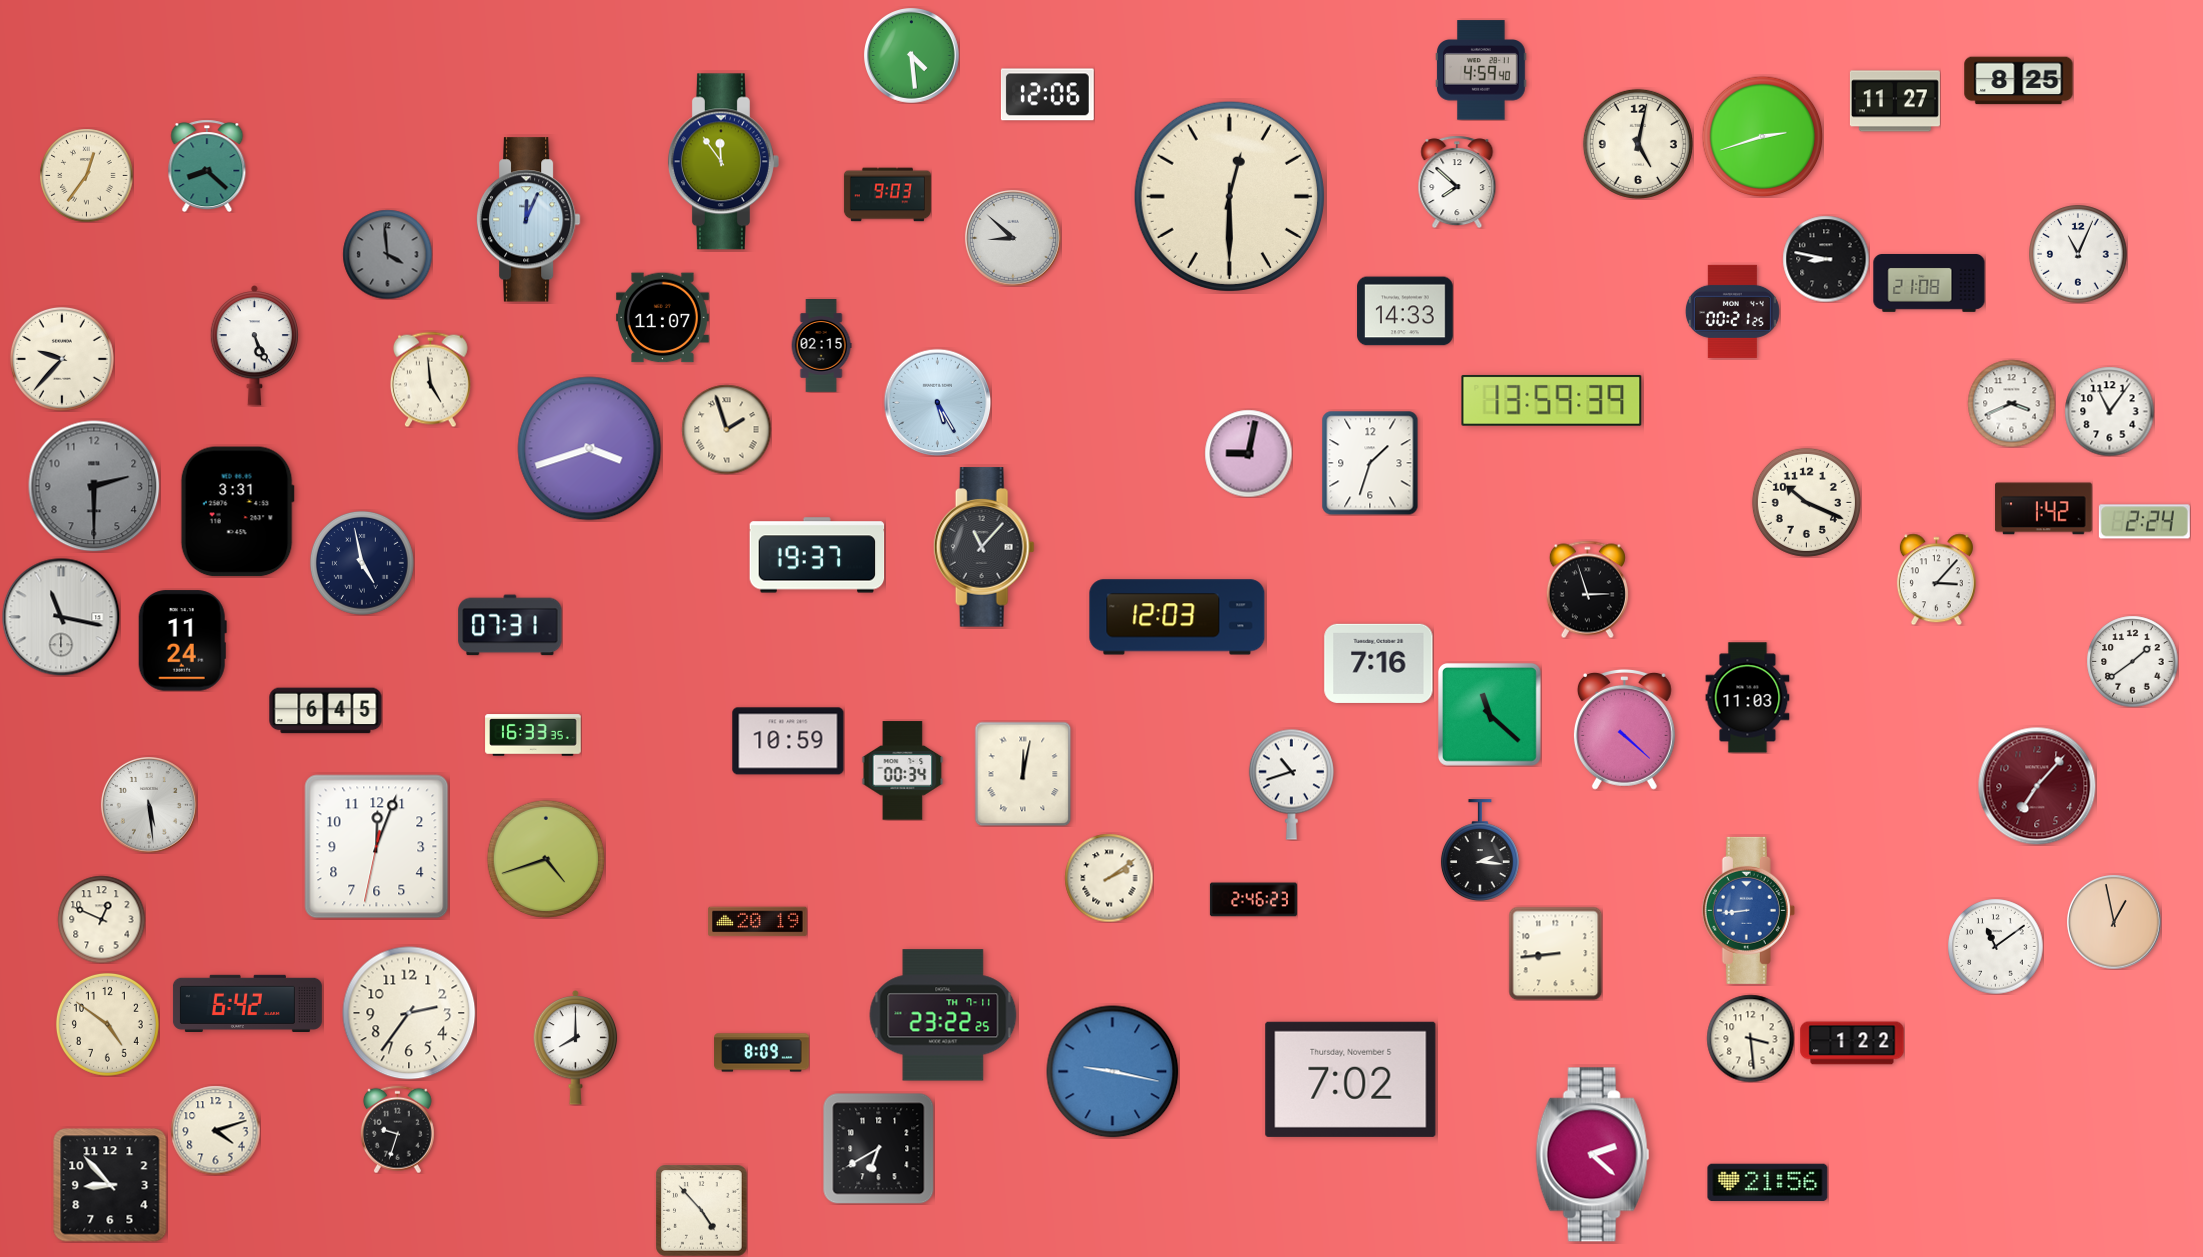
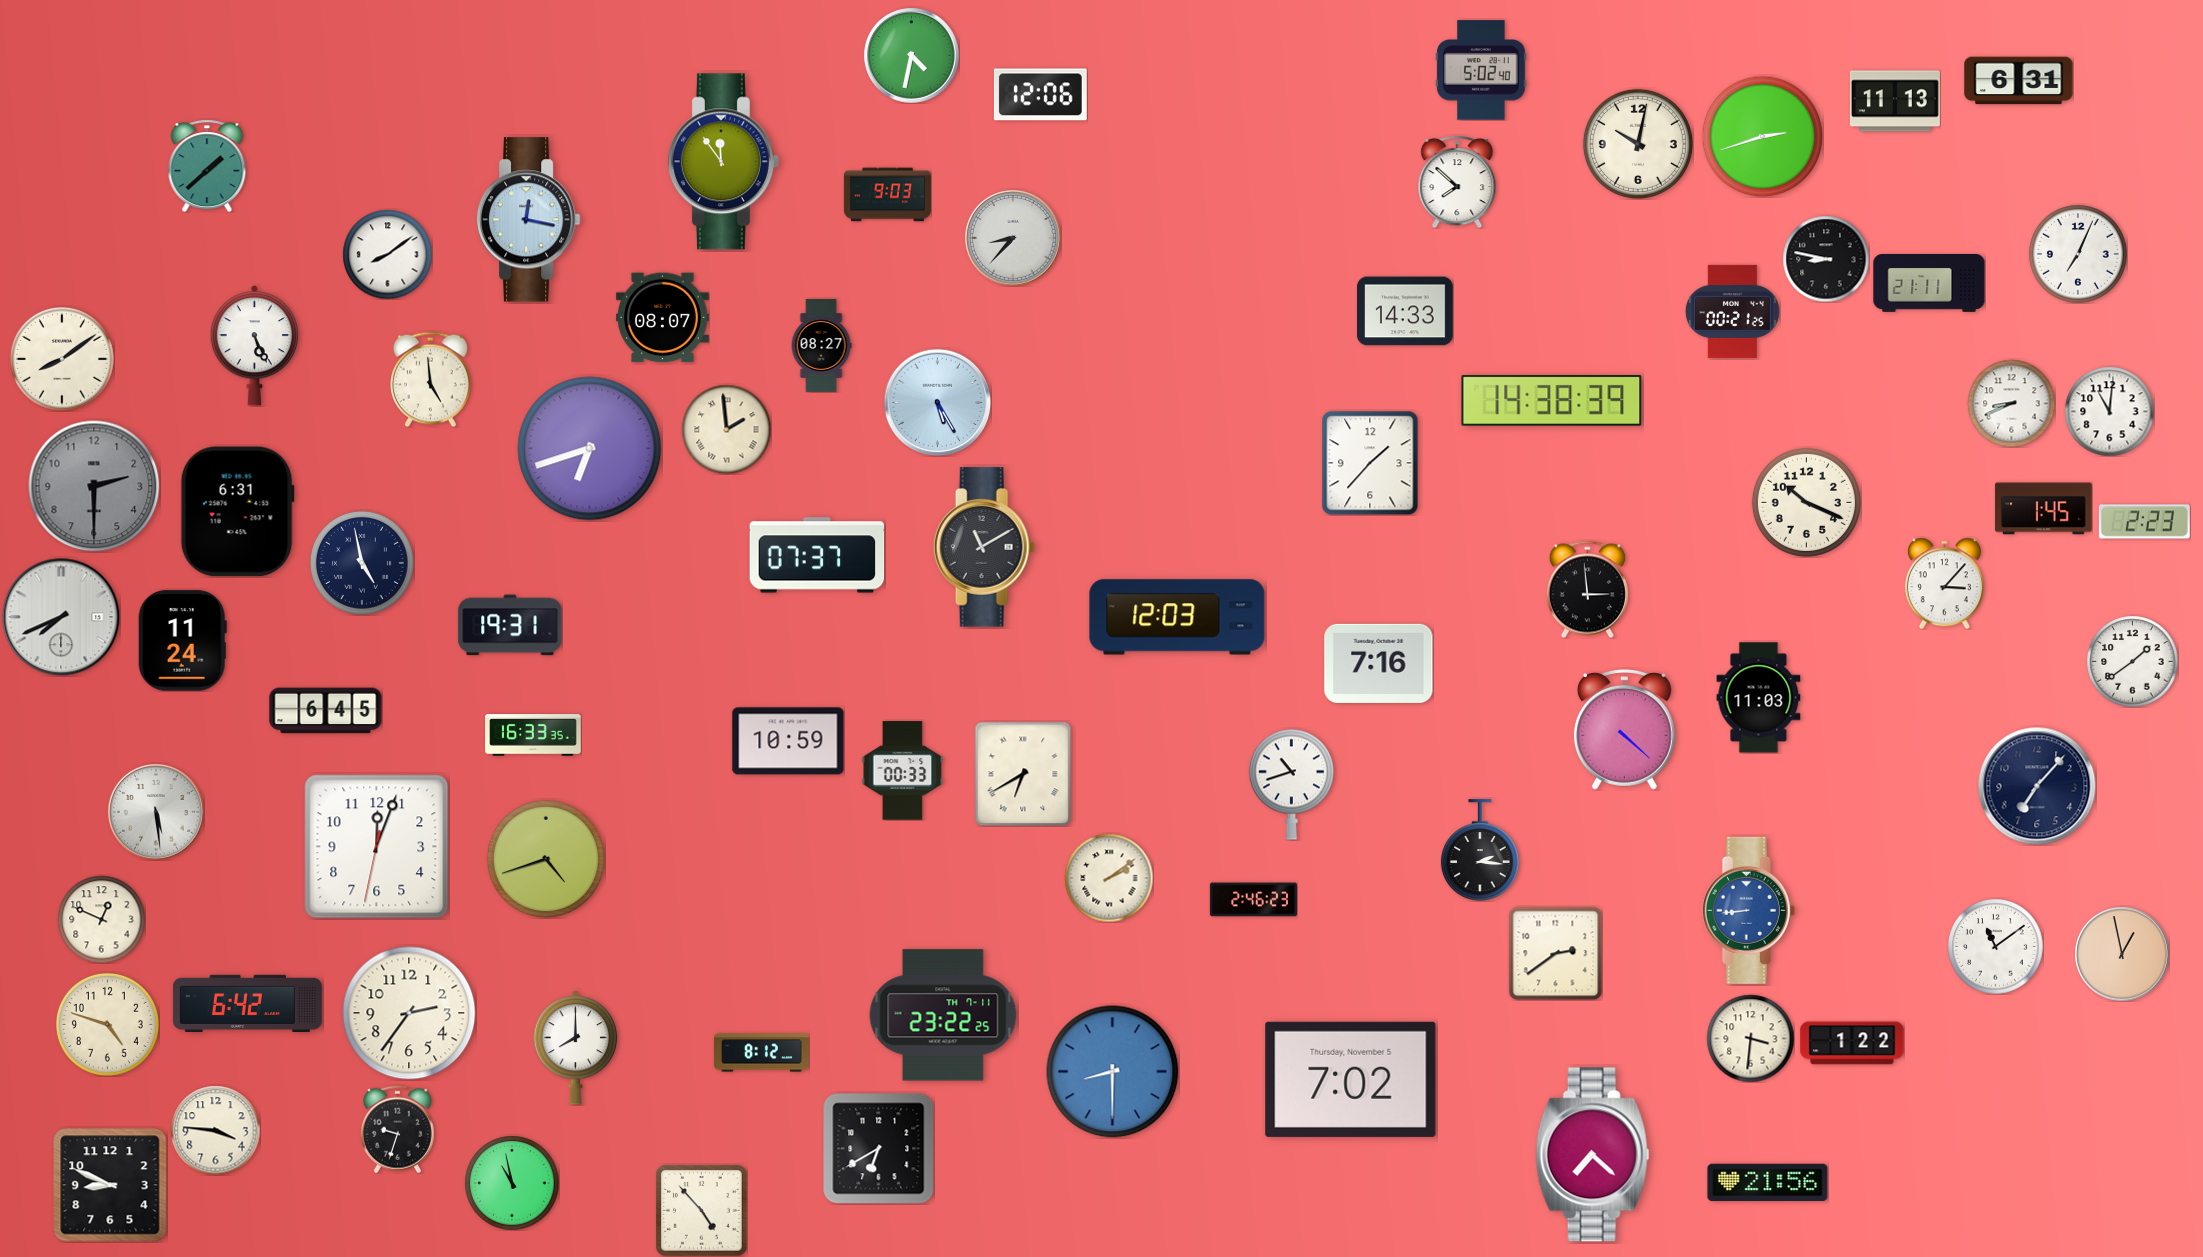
clock at (912, 56): 4:29 -> 4:32
clock at (1481, 70): 4:59 -> 5:02
clock at (2019, 81): 8:25 -> 6:31
clock at (1047, 95) position: (1047, 95) -> (1040, 95)
clock at (1895, 101): 11:27 -> 11:13
clock at (1638, 144): 5:02 -> 10:02
clock at (207, 166): 8:22 -> 1:38
clock at (86, 175): 12:36 -> none
clock at (1229, 196): 12:30 -> none
clock at (528, 220): 12:04 -> 12:17
clock at (1013, 238): 8:52 -> 8:37
clock at (387, 254): 3:59 -> 8:09
clock at (387, 254) dial: grey -> white
clock at (2078, 254): 11:04 -> 7:04
clock at (1929, 284): 21:08 -> 21:11
clock at (663, 318): 11:07 -> 08:07
clock at (821, 346): 02:15 -> 08:27
clock at (62, 359): 9:37 -> 8:09
clock at (1552, 400): 13:59 -> 14:38
clock at (2011, 403): 3:41 -> 8:41
clock at (2109, 411): 11:06 -> 11:01
clock at (726, 429): 1:57 -> 1:59
clock at (590, 449): 3:42 -> 6:42
clock at (1248, 453): 9:02 -> none
clock at (1370, 463): 1:33 -> 1:37
clock at (2044, 509): 1:42 -> 1:45
clock at (237, 512): 3:31 -> 6:31
clock at (2144, 522): 2:24 -> 2:23
clock at (984, 547): 11:07 -> 11:10
clock at (817, 555): 19:37 -> 07:37
clock at (1936, 579) position: (1936, 579) -> (1944, 583)
clock at (1587, 589): 2:57 -> 2:59
clock at (61, 617): 11:17 -> 7:41
clock at (510, 625): 07:31 -> 19:31
clock at (1748, 698) position: (1748, 698) -> (1759, 698)
clock at (1490, 715): 11:22 -> none
clock at (903, 771): 00:34 -> 00:33
clock at (1023, 774): 12:02 -> 6:40
clock at (2037, 786) dial: burgundy -> navy
clock at (149, 805) position: (149, 805) -> (156, 812)
clock at (758, 922): 20:19 -> none
clock at (2114, 922) position: (2114, 922) -> (2122, 954)
clock at (1555, 953): 8:44 -> 2:39
clock at (107, 1024): 4:51 -> 4:48
clock at (1750, 1038): 3:29 -> 3:31
clock at (762, 1053): 8:09 -> 8:12
clock at (1113, 1072): 9:17 -> 8:30
clock at (215, 1130): 4:12 -> 3:46
clock at (1593, 1155): 2:22 -> 7:22
clock at (512, 1183): none -> 10:58
clock at (110, 1185): 8:53 -> 8:49
